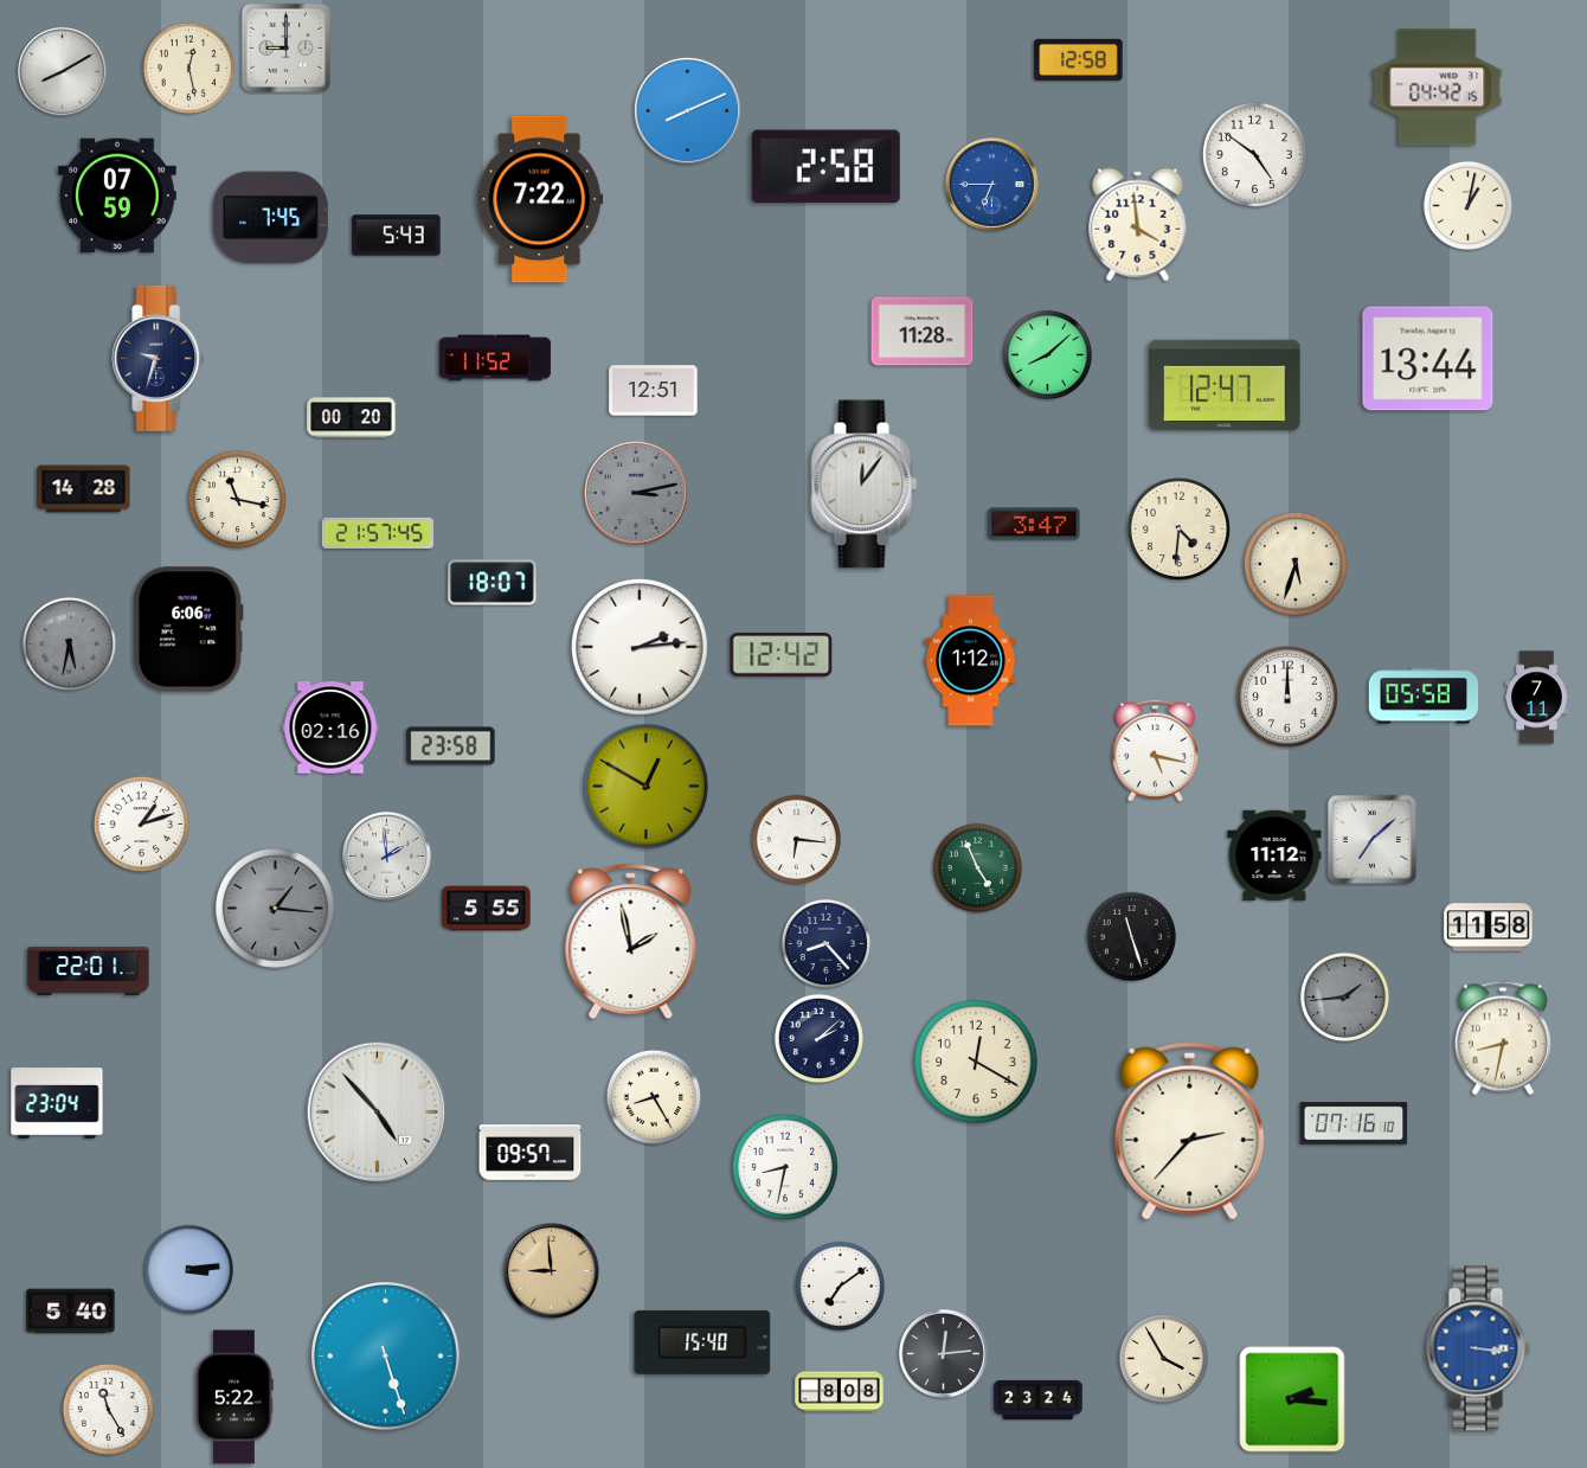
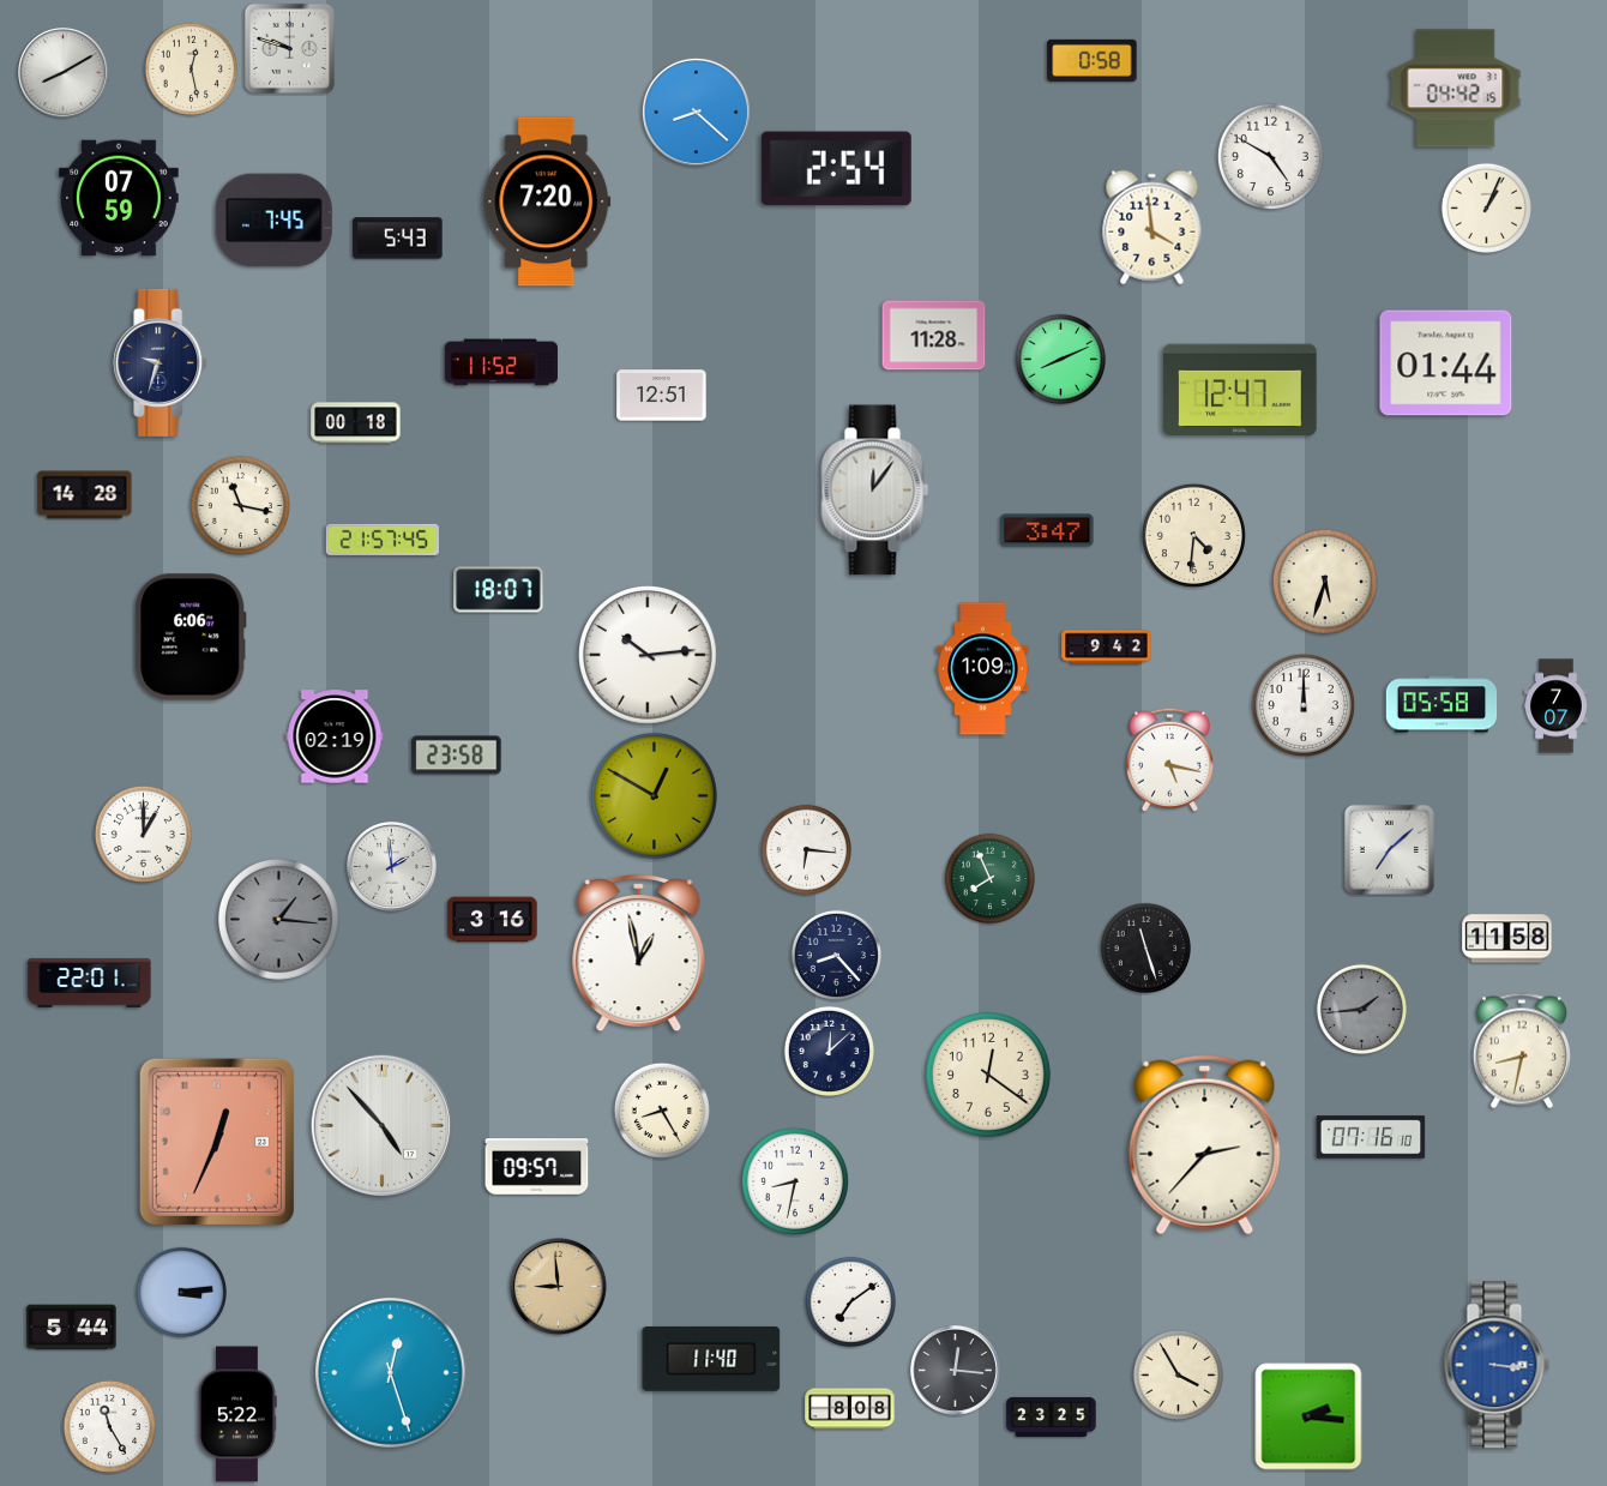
clock at (285, 47): 9:00 -> 9:48
clock at (1079, 59): 12:58 -> 0:58
clock at (687, 110): 8:11 -> 8:22
clock at (1254, 154): 4:51 -> 4:50
clock at (825, 167): 2:58 -> 2:54
clock at (991, 184): 6:45 -> none
clock at (540, 199): 7:22 -> 7:20
clock at (1467, 205): 1:02 -> 1:04
clock at (397, 236) position: (397, 236) -> (398, 239)
clock at (1047, 354): 8:08 -> 8:11
clock at (1428, 359): 13:44 -> 01:44
clock at (352, 418): 00:20 -> 00:18
clock at (636, 493): 3:13 -> none
clock at (1296, 564) position: (1296, 564) -> (1325, 582)
clock at (1107, 648): none -> 9:42
clock at (69, 643): 5:32 -> none
clock at (641, 648): 2:14 -> 10:14
clock at (782, 655): 12:42 -> none
clock at (971, 661): 1:12 -> 1:09
clock at (1537, 698): 7:11 -> 7:07
clock at (330, 727): 02:16 -> 02:19
clock at (141, 823): 1:12 -> 1:00
clock at (1274, 855): 11:12 -> none
clock at (977, 867): 4:56 -> 7:56
clock at (487, 909): 5:55 -> 3:16
clock at (631, 942): 1:58 -> 12:58
clock at (818, 1038): 2:08 -> 12:08
clock at (976, 1062): 12:20 -> 12:21
clock at (57, 1103): 23:04 -> none
clock at (217, 1142): none -> 12:34
clock at (188, 1269) position: (188, 1269) -> (181, 1292)
clock at (71, 1312): 5:40 -> 5:44
clock at (702, 1342): 15:40 -> 11:40
clock at (944, 1354): 12:14 -> 12:16
clock at (386, 1357): 5:27 -> 12:27
clock at (1039, 1399): 23:24 -> 23:25
